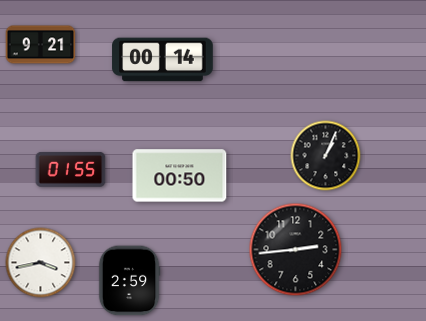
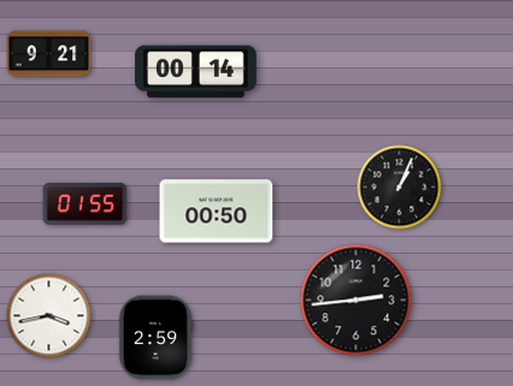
clock at (326, 156) position: (326, 156) -> (400, 188)
